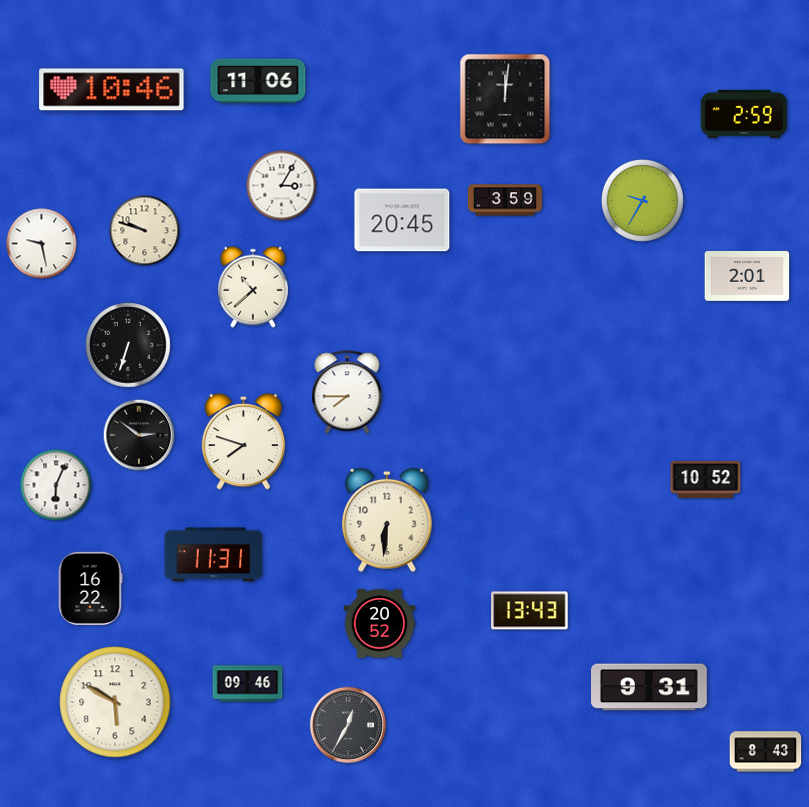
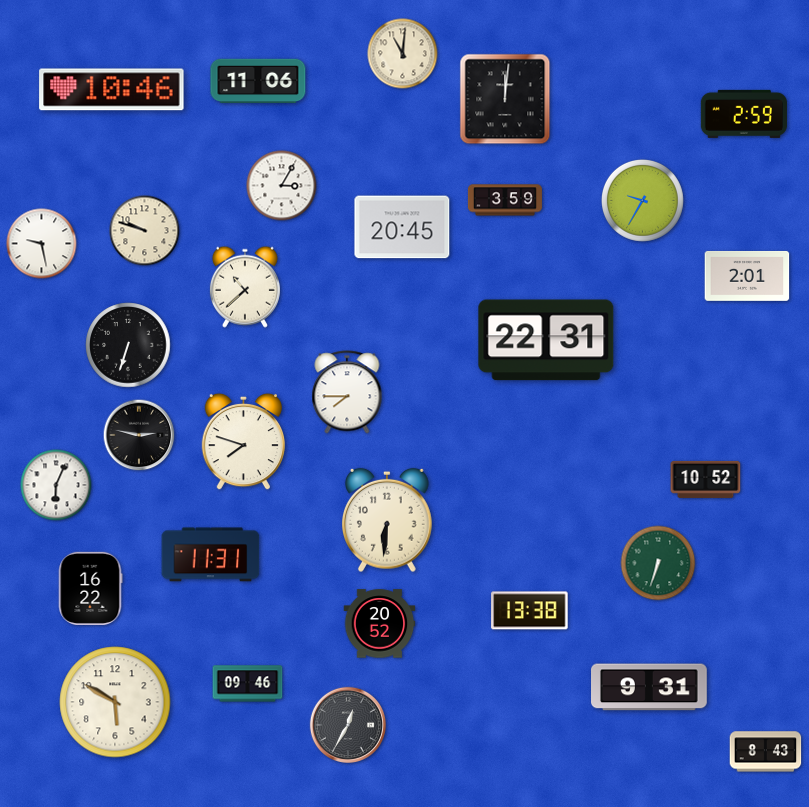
clock at (403, 54): none -> 11:01
clock at (402, 220) position: (402, 220) -> (402, 227)
clock at (253, 287) position: (253, 287) -> (245, 287)
clock at (546, 340): none -> 22:31
clock at (139, 435): 2:51 -> 2:47
clock at (214, 555) position: (214, 555) -> (211, 555)
clock at (658, 563): none -> 6:33
clock at (530, 611): 13:43 -> 13:38
